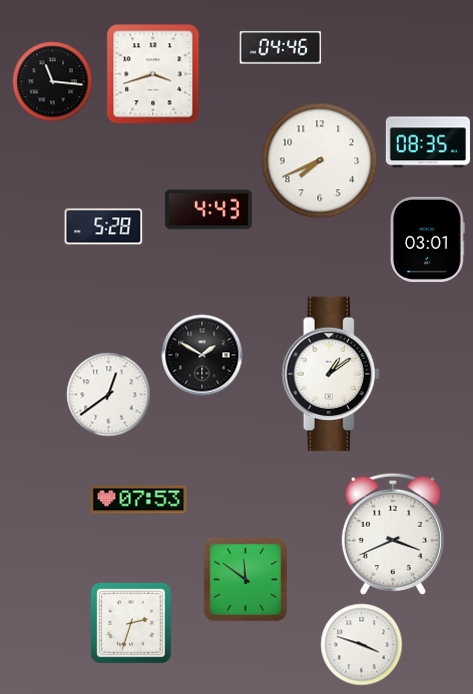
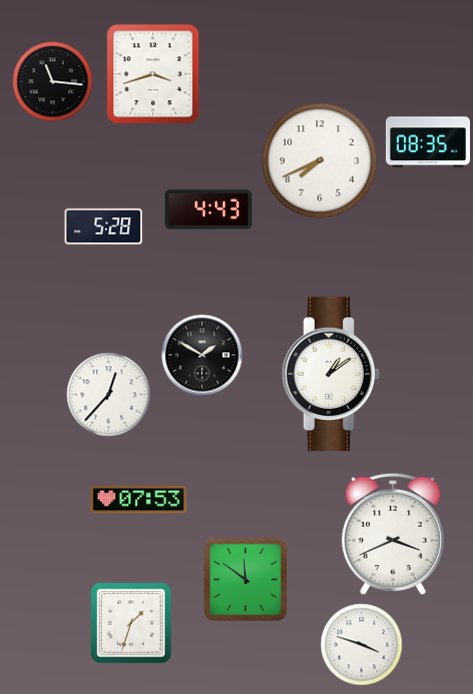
clock at (281, 48): 04:46 -> none
clock at (427, 239): 03:01 -> none
clock at (109, 395): 12:39 -> 12:37
clock at (131, 623): 2:33 -> 1:33
